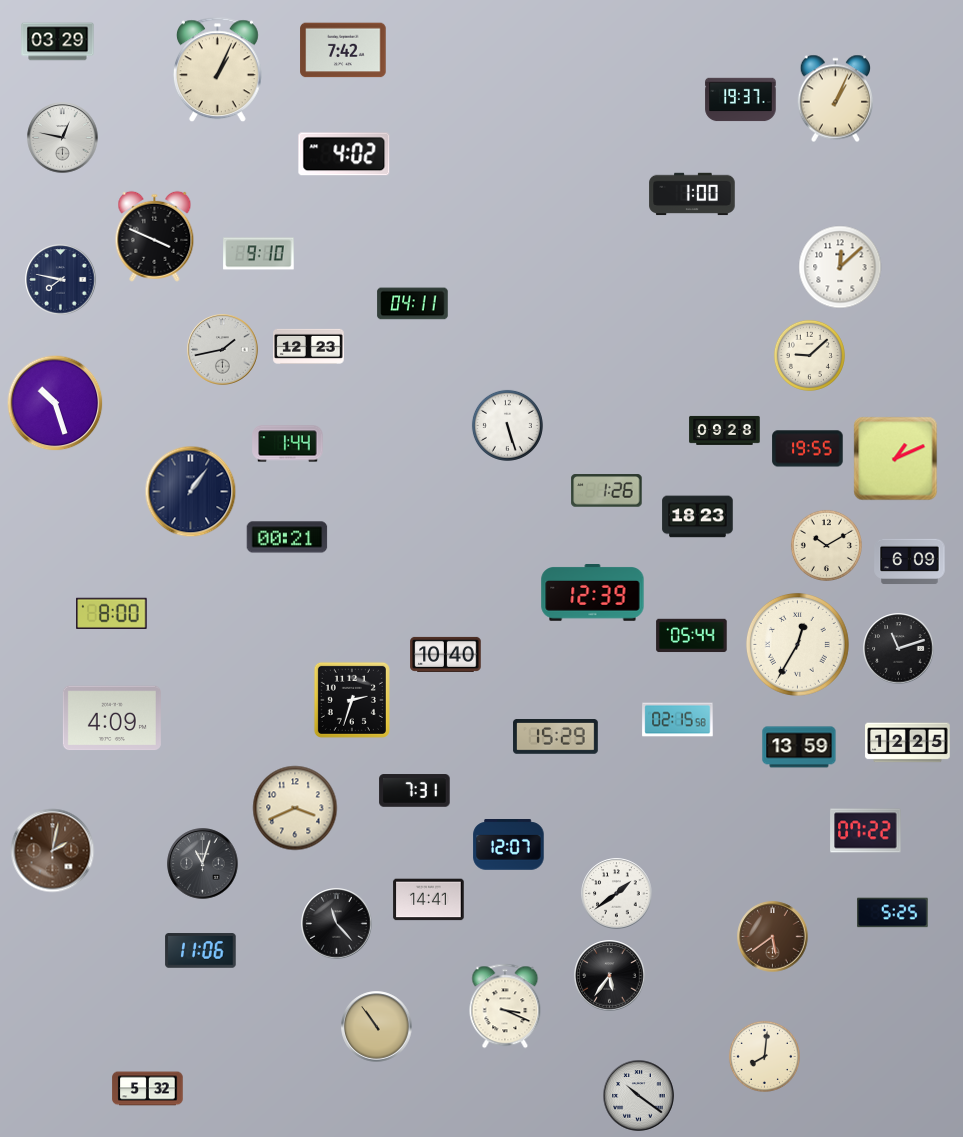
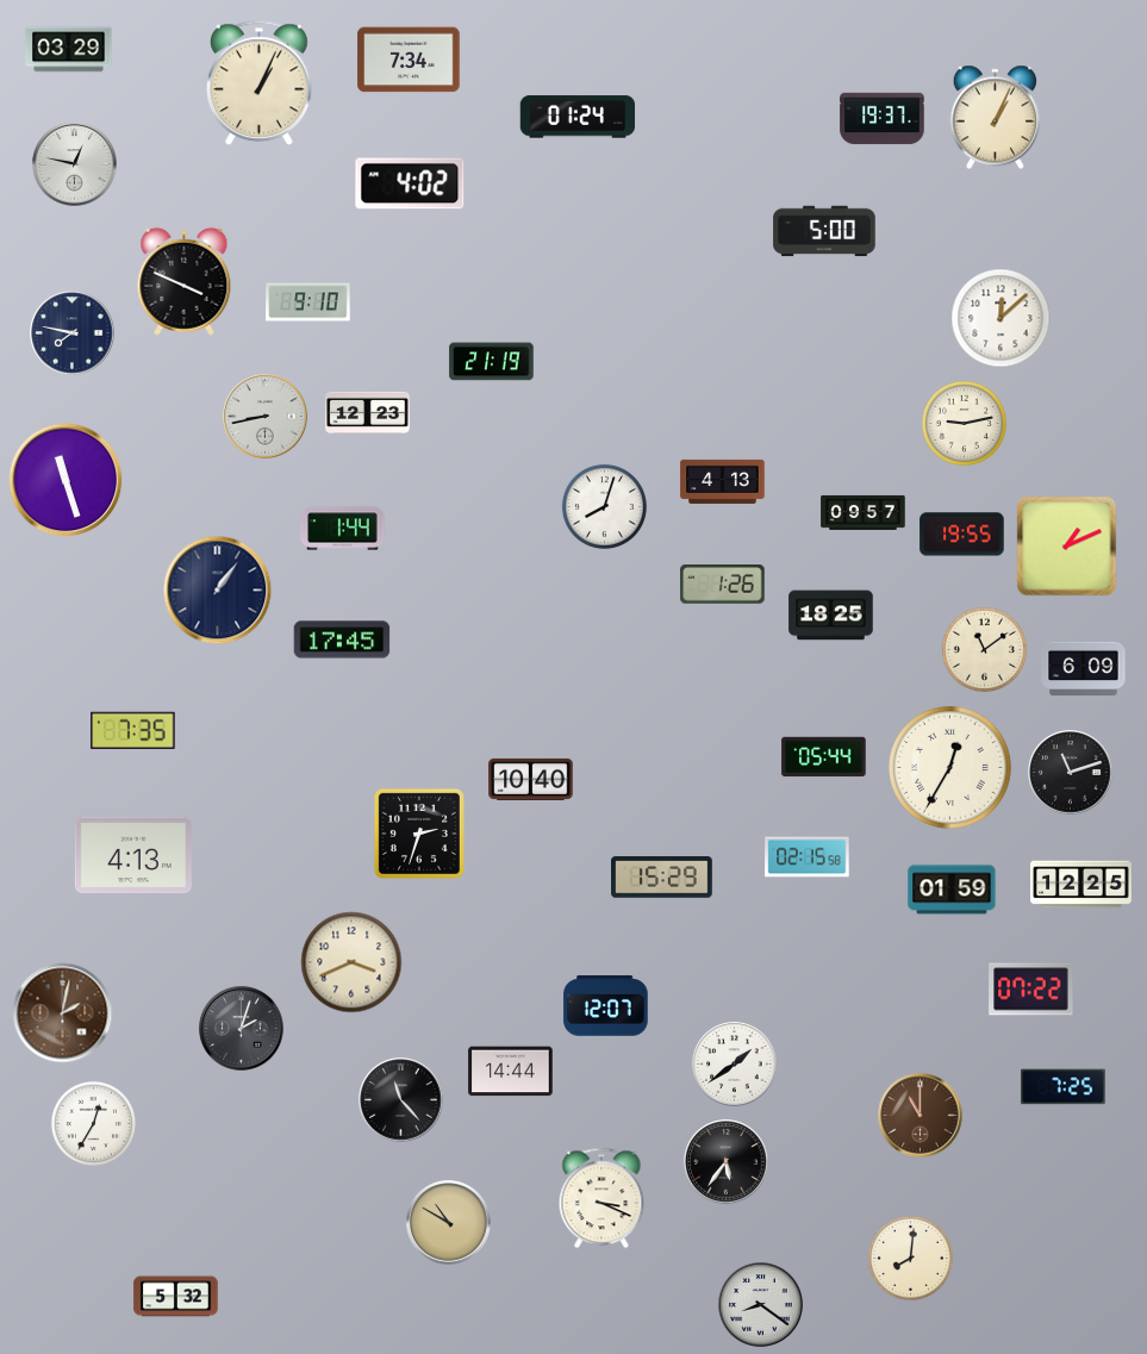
clock at (343, 50): 7:42 -> 7:34
clock at (576, 117): none -> 01:24
clock at (692, 194): 1:00 -> 5:00
clock at (413, 304): 04:11 -> 21:19
clock at (223, 350): 1:43 -> 8:43
clock at (809, 355): 9:08 -> 9:13
clock at (55, 403): 10:27 -> 11:27
clock at (723, 481): none -> 4:13
clock at (507, 425): 5:27 -> 8:03
clock at (725, 430): 09:28 -> 09:57
clock at (191, 492) position: (191, 492) -> (218, 591)
clock at (698, 517): 18:23 -> 18:25
clock at (287, 537): 00:21 -> 17:45
clock at (826, 545): 10:10 -> 11:09
clock at (593, 593): 12:39 -> none
clock at (112, 613): 8:00 -> 7:35
clock at (112, 718): 4:09 -> 4:13
clock at (799, 747): 13:59 -> 01:59
clock at (415, 791): 7:31 -> none
clock at (203, 864): 11:03 -> 2:03
clock at (429, 900): 14:41 -> 14:44
clock at (893, 913): 5:25 -> 7:25
clock at (773, 937): 5:39 -> 11:00
clock at (93, 1123): none -> 12:35
clock at (201, 951): 11:06 -> none
clock at (377, 1027): 10:54 -> 10:50
clock at (639, 1096): 10:21 -> 8:21
